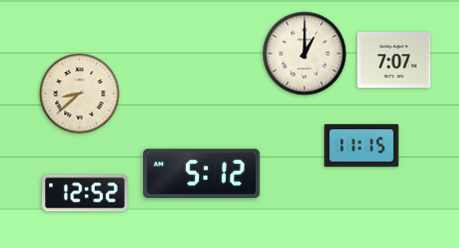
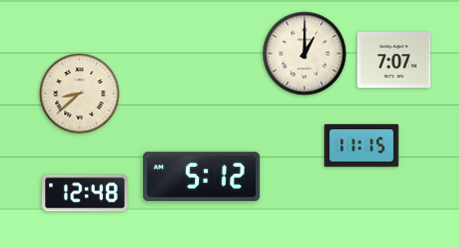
clock at (202, 174) position: (202, 174) -> (202, 177)
clock at (86, 193): 12:52 -> 12:48
